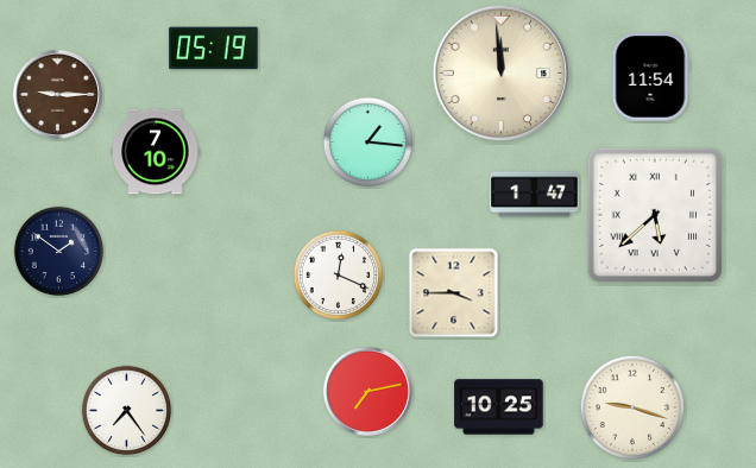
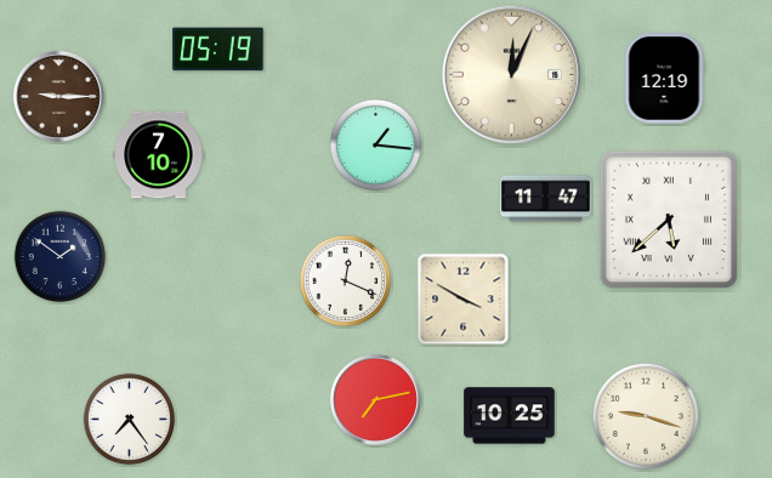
clock at (502, 74): 11:59 -> 12:04
clock at (650, 77): 11:54 -> 12:19
clock at (535, 195): 1:47 -> 11:47
clock at (454, 293): 3:45 -> 3:50
